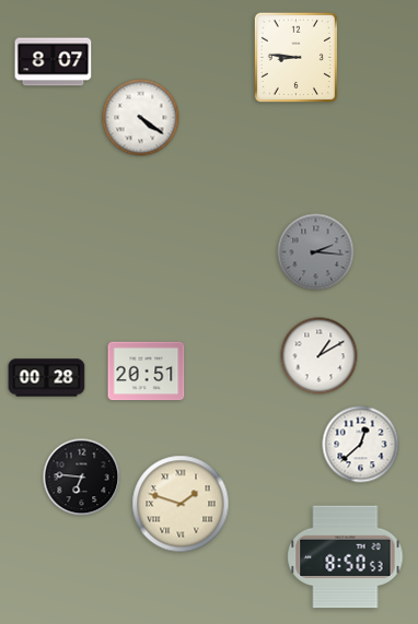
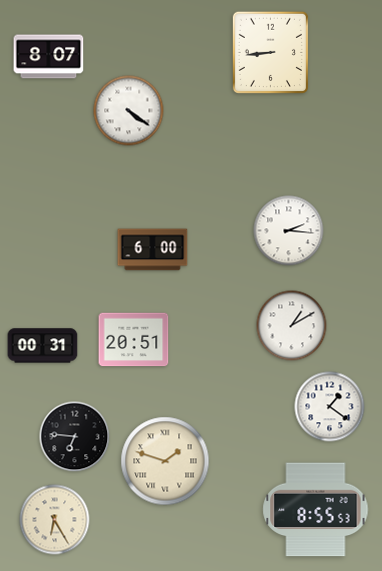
clock at (295, 57): 8:46 -> 8:44
clock at (141, 118) position: (141, 118) -> (129, 111)
clock at (316, 252) dial: grey -> white
clock at (153, 250): none -> 6:00
clock at (47, 378): 00:28 -> 00:31
clock at (361, 445): 12:38 -> 1:21
clock at (346, 557): 8:50 -> 8:55
clock at (55, 520): none -> 6:25
